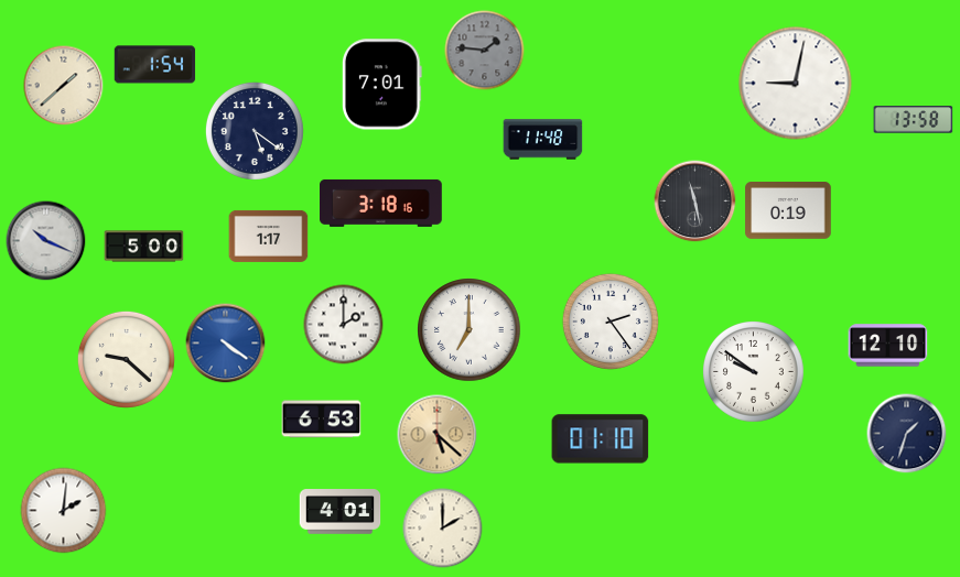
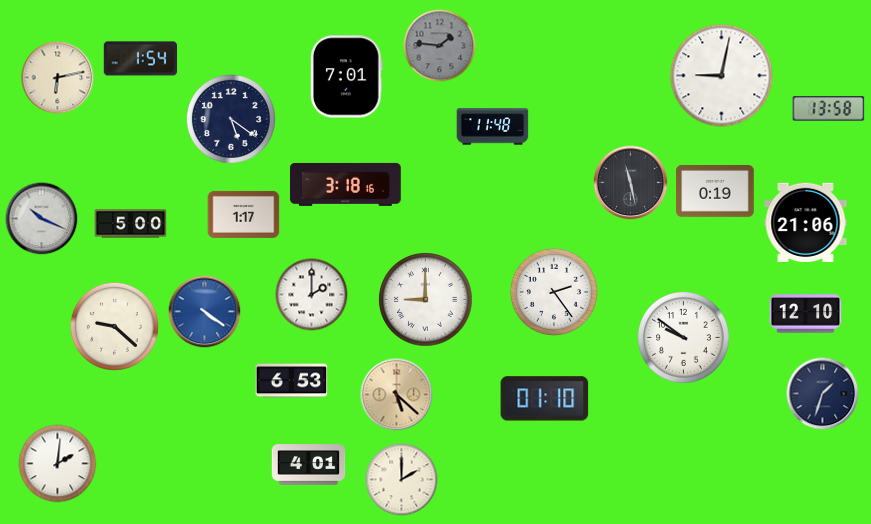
clock at (64, 86): 1:38 -> 6:13
clock at (806, 222): none -> 21:06
clock at (470, 330): 7:00 -> 9:00
